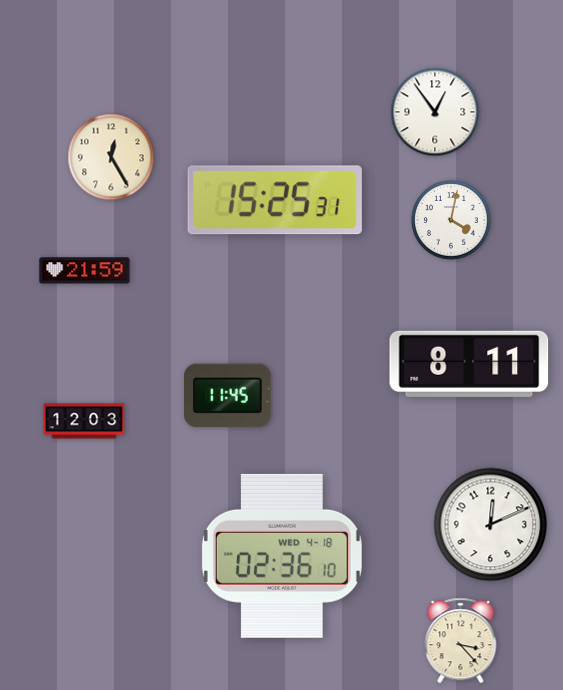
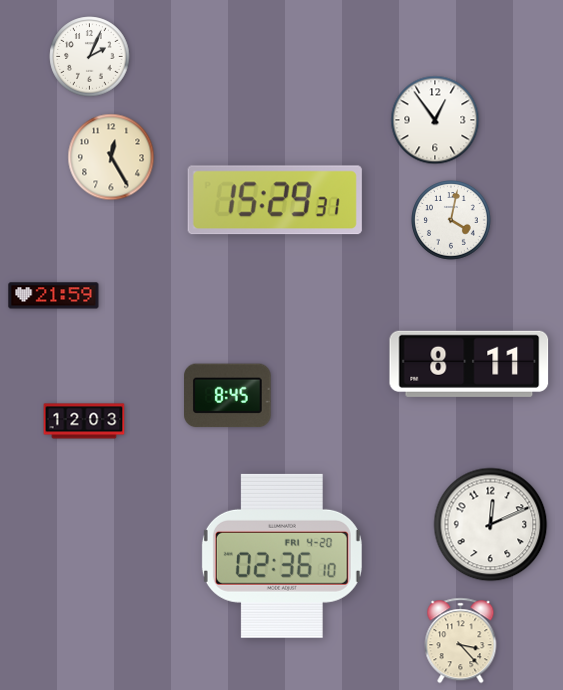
clock at (90, 57): none -> 2:04
clock at (435, 112) position: (435, 112) -> (435, 120)
clock at (275, 200): 15:25 -> 15:29
clock at (85, 271) position: (85, 271) -> (54, 296)
clock at (228, 396): 11:45 -> 8:45
clock at (282, 556) date: WED 4-18 -> FRI 4-20
